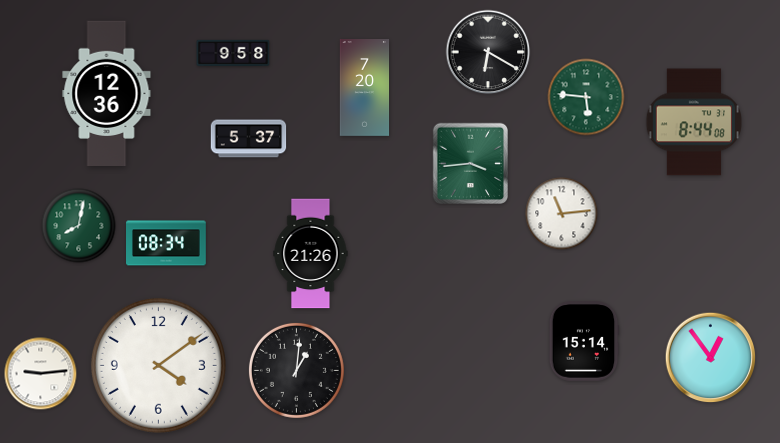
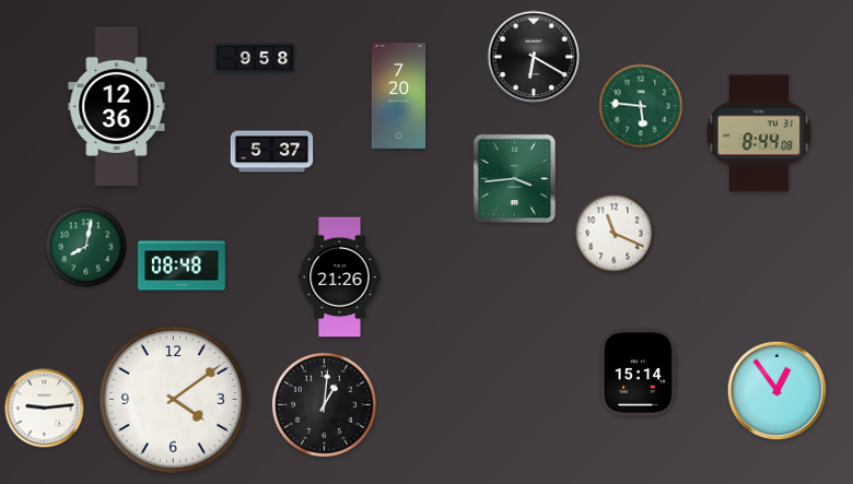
clock at (107, 93) position: (107, 93) -> (117, 106)
clock at (562, 214): 11:14 -> 11:19
clock at (167, 243): 08:34 -> 08:48
